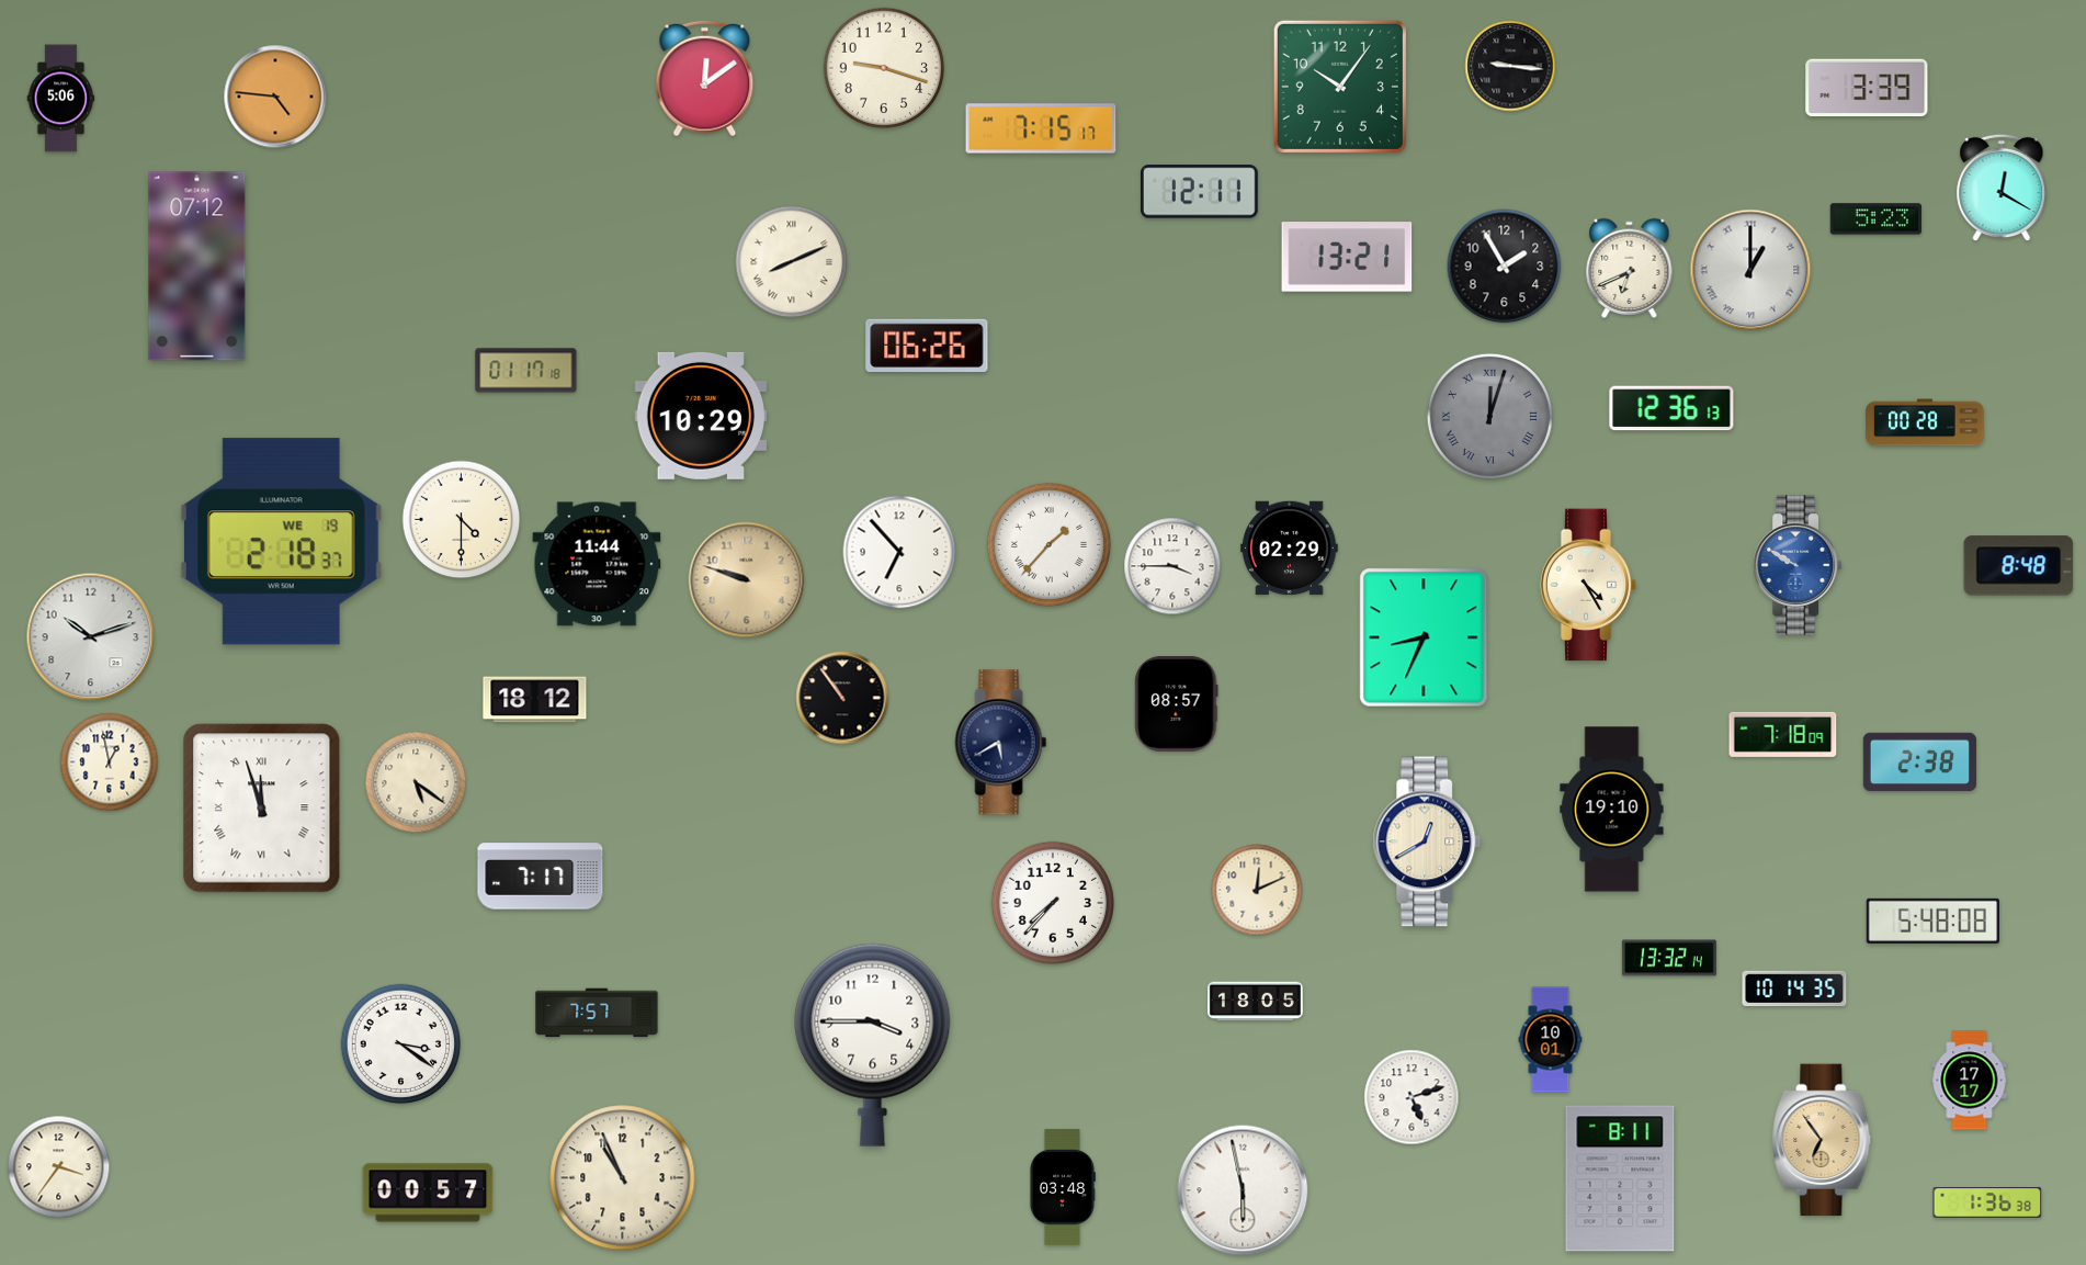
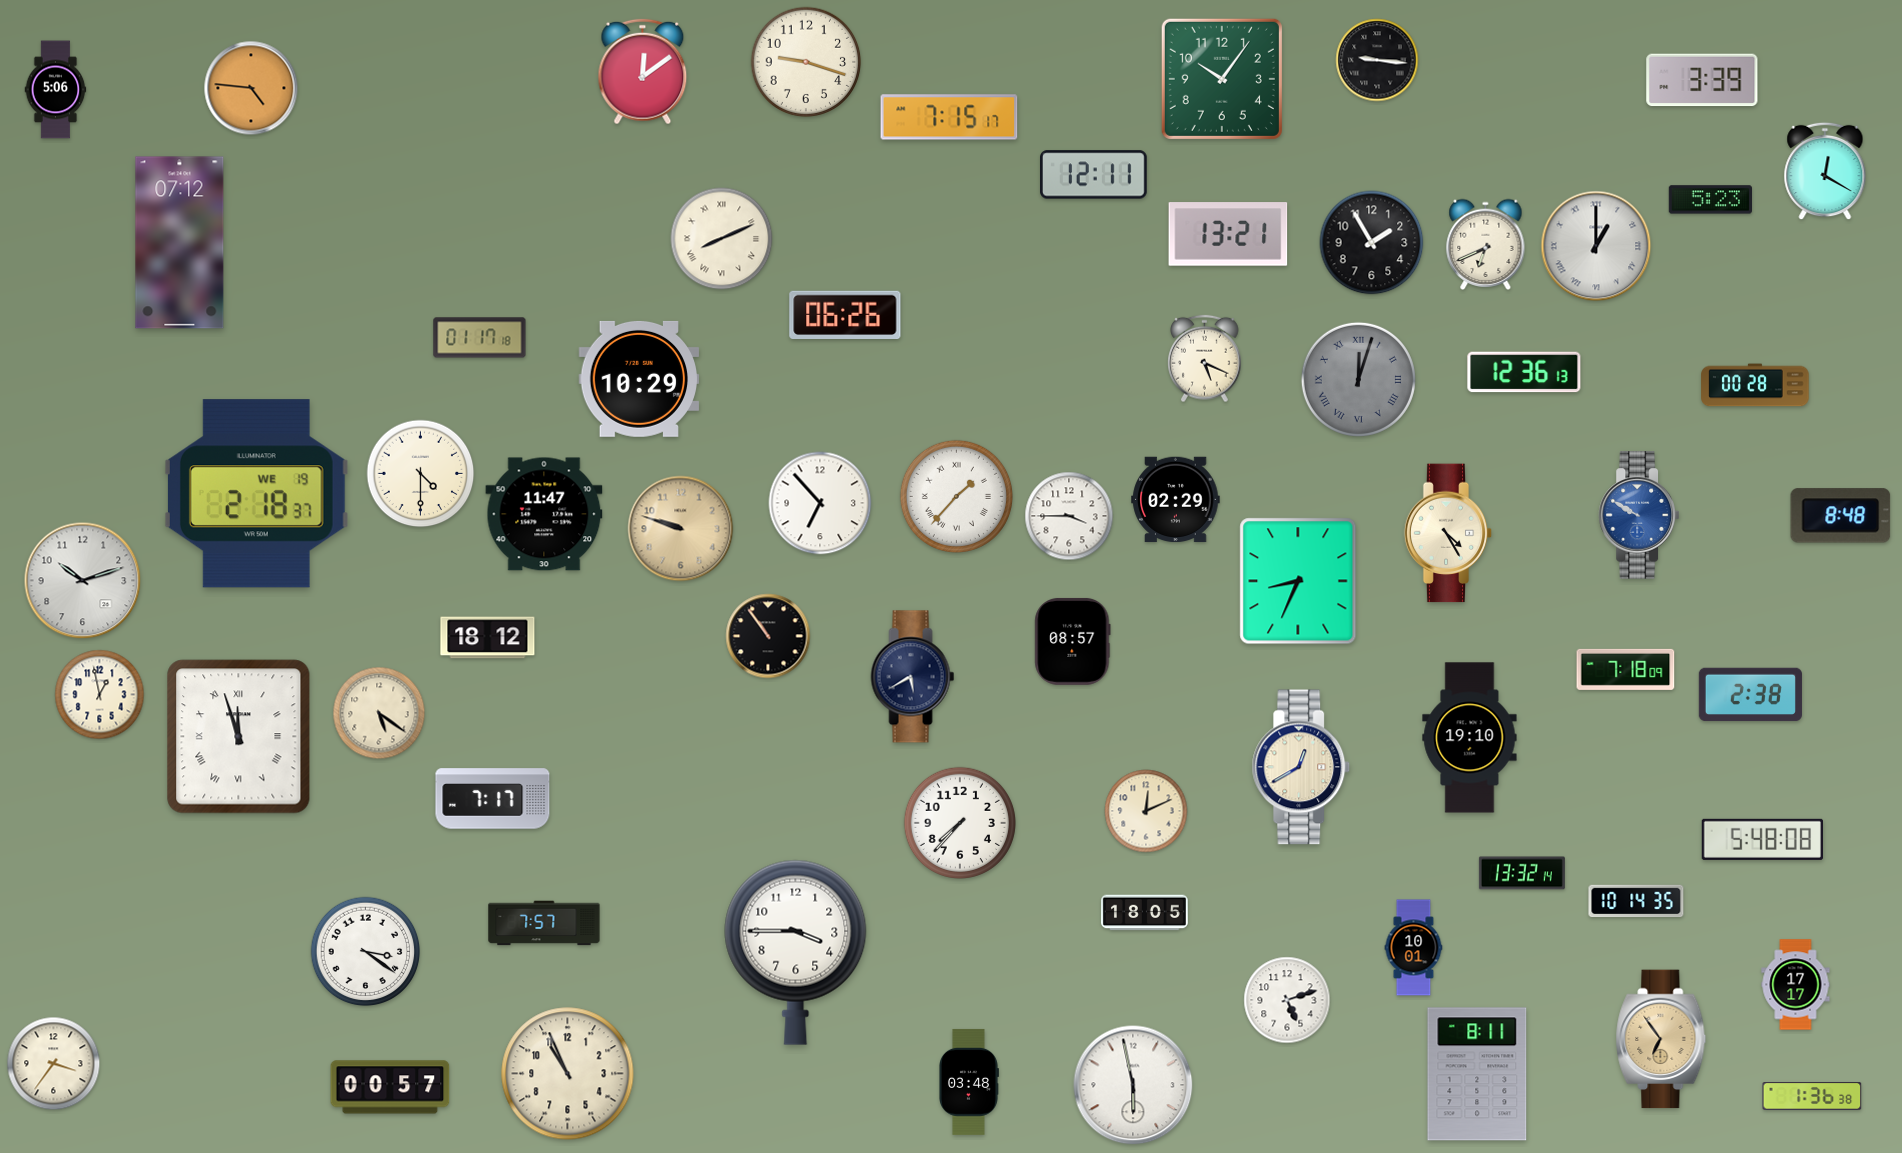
clock at (1205, 359): none -> 5:19
clock at (597, 564): 11:44 -> 11:47
